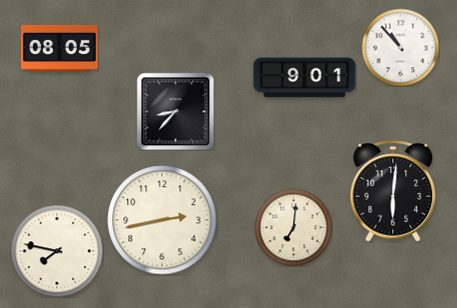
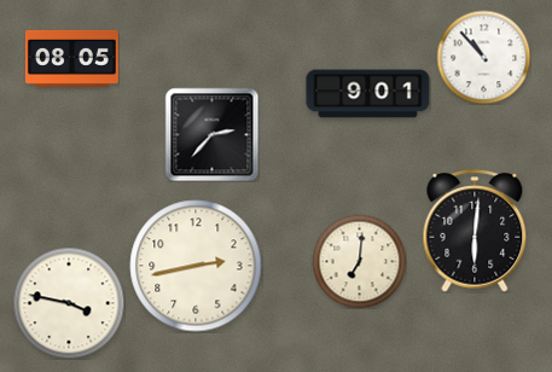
clock at (175, 111): 8:37 -> 2:37
clock at (293, 227) position: (293, 227) -> (359, 261)
clock at (57, 251): 7:47 -> 3:47
